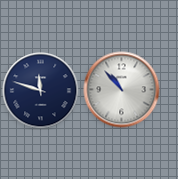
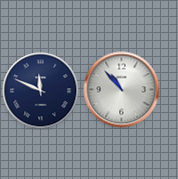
clock at (41, 91): 11:48 -> 11:49
